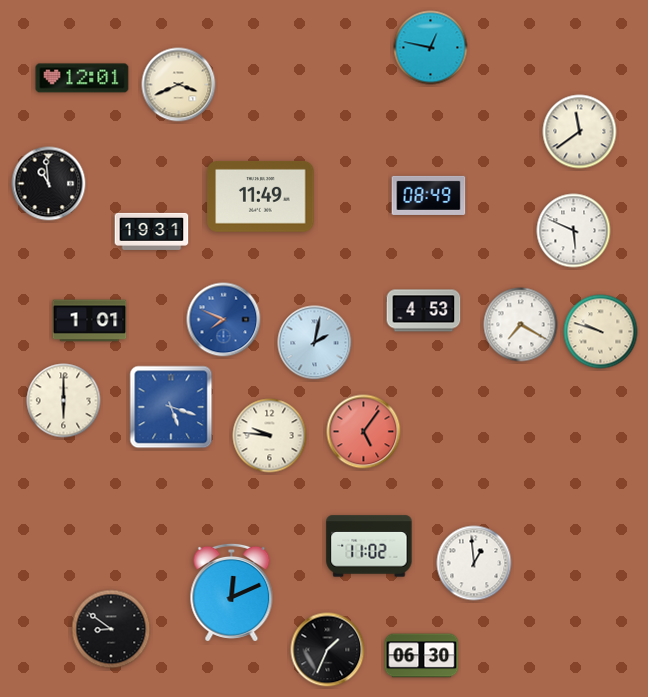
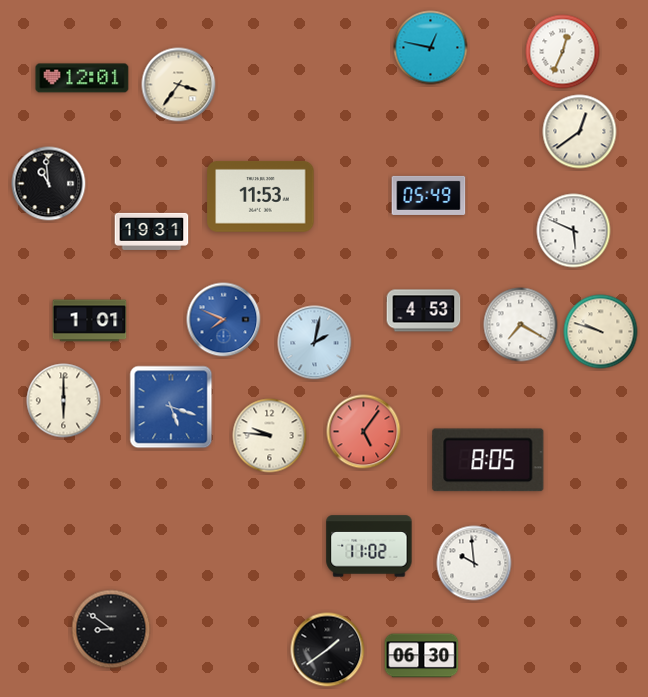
clock at (563, 52): none -> 12:34
clock at (179, 85): 3:41 -> 3:36
clock at (580, 132): 11:39 -> 12:39
clock at (429, 195): 08:49 -> 05:49
clock at (261, 196): 11:49 -> 11:53
clock at (488, 460): none -> 8:05
clock at (474, 563): 12:59 -> 9:59
clock at (232, 592): 12:11 -> none
clock at (328, 650): 1:34 -> 1:39
